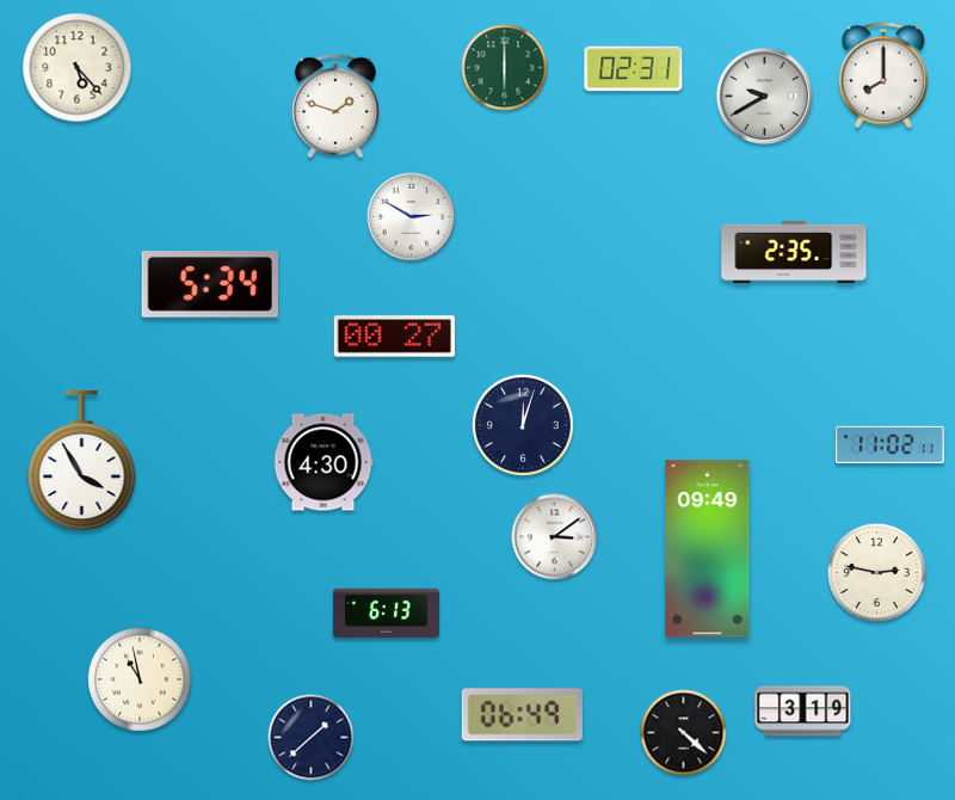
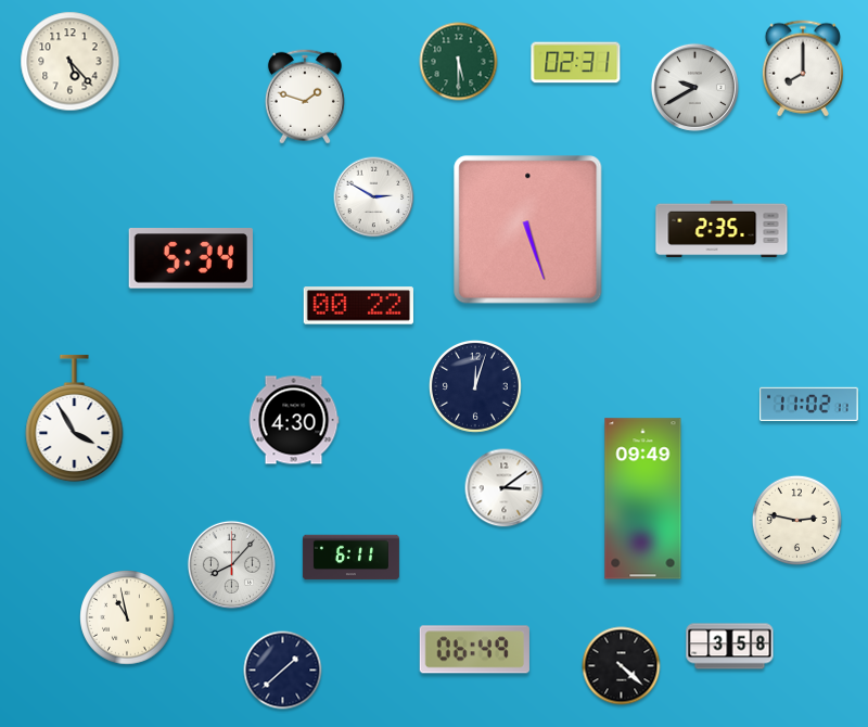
clock at (505, 68): 6:00 -> 5:30
clock at (528, 230): none -> 5:27
clock at (394, 337): 00:27 -> 00:22
clock at (386, 614): 6:13 -> 6:11
clock at (231, 564): none -> 8:07
clock at (803, 712): 3:19 -> 3:58
